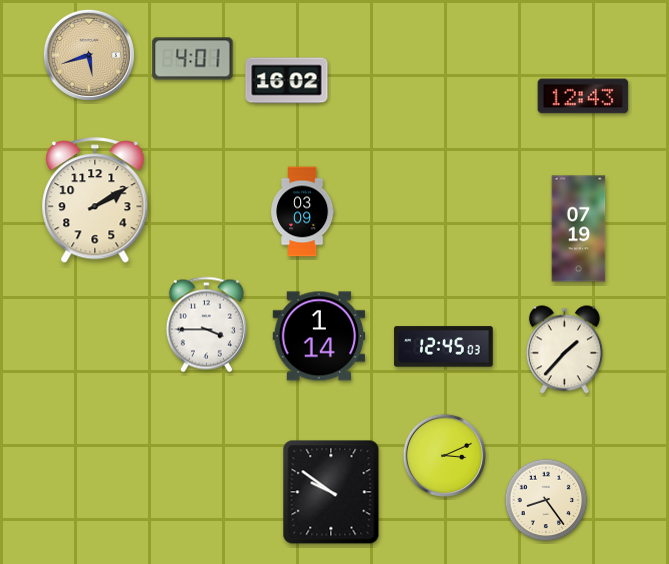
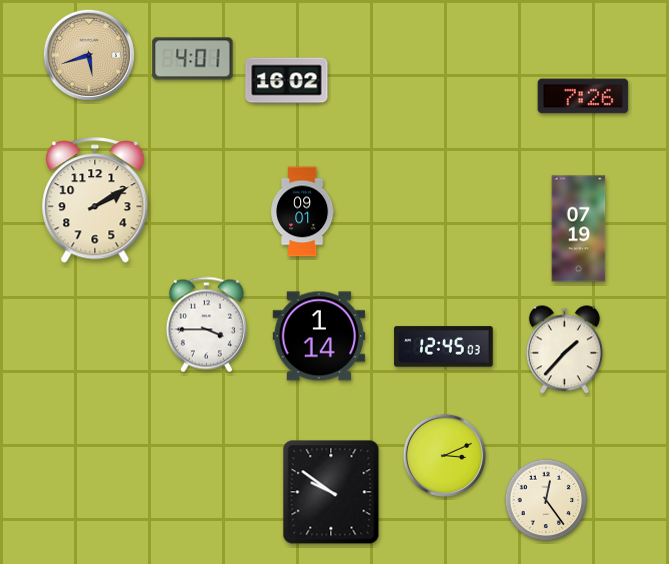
clock at (583, 96): 12:43 -> 7:26
clock at (303, 212): 03:09 -> 09:01
clock at (546, 500): 8:24 -> 12:24
